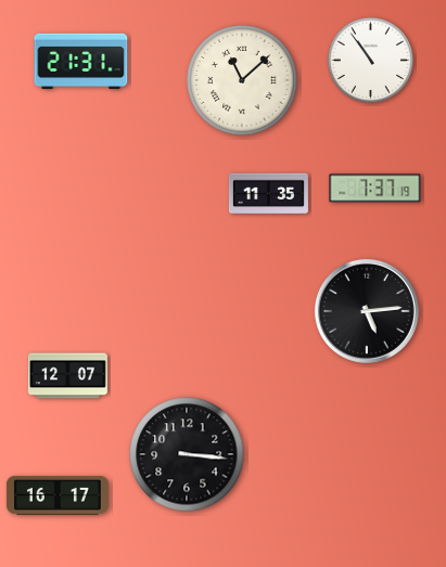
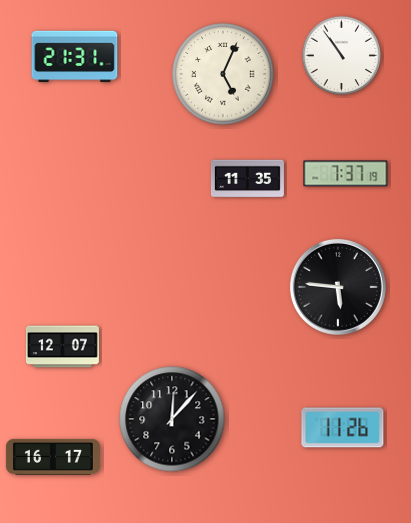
clock at (242, 80): 11:08 -> 5:04
clock at (367, 311): 5:14 -> 5:46
clock at (187, 454): 3:16 -> 12:07
clock at (343, 428): none -> 11:26
